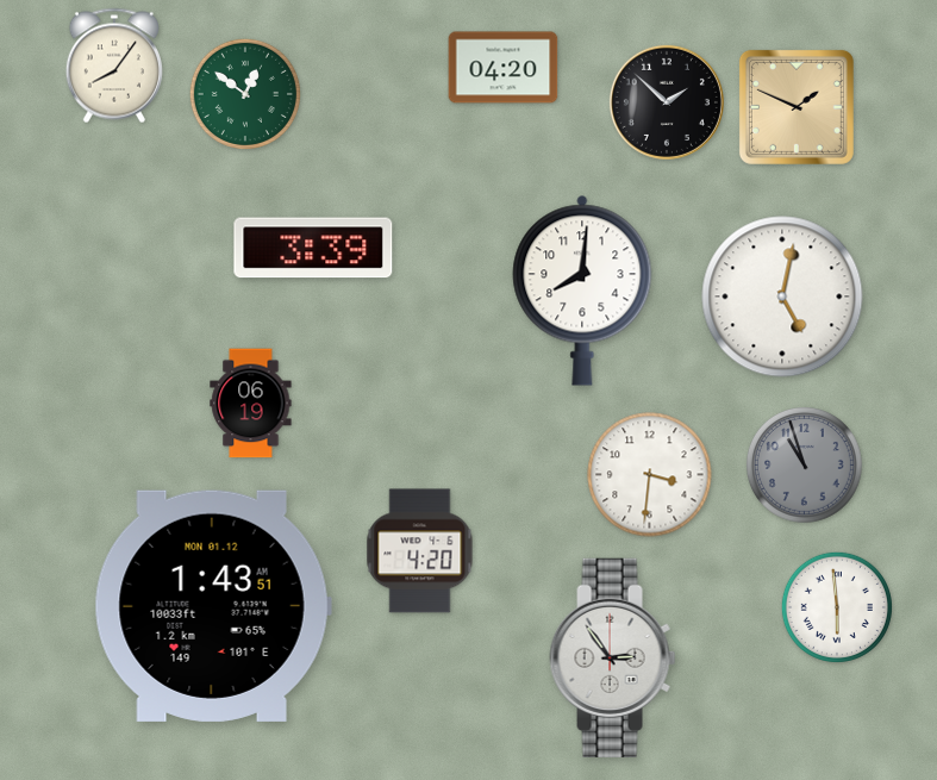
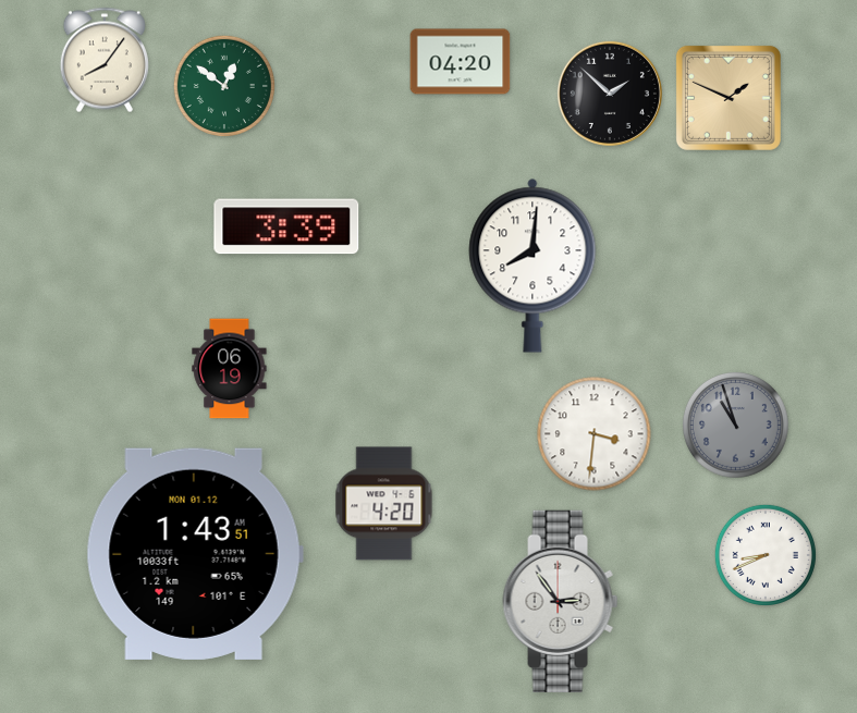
clock at (782, 297): 5:02 -> none
clock at (837, 607): 5:59 -> 8:41
